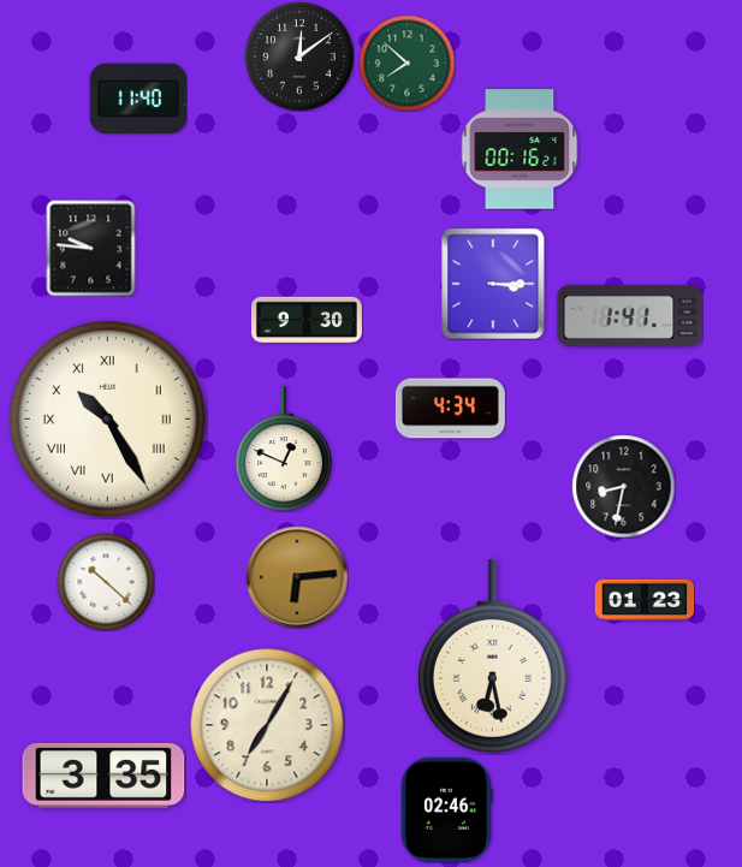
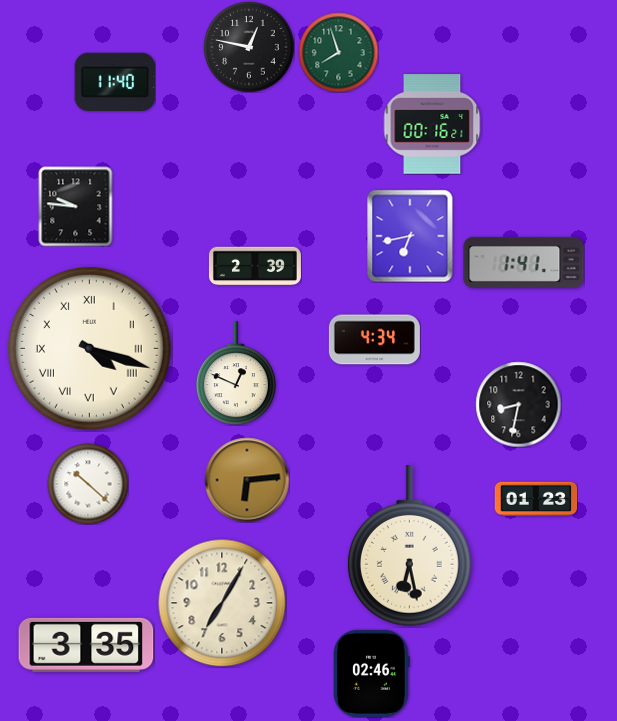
clock at (299, 57): 12:09 -> 12:47
clock at (406, 63): 7:52 -> 7:57
clock at (493, 284): 3:15 -> 6:43
clock at (307, 320): 9:30 -> 2:39
clock at (107, 418): 10:25 -> 4:18
